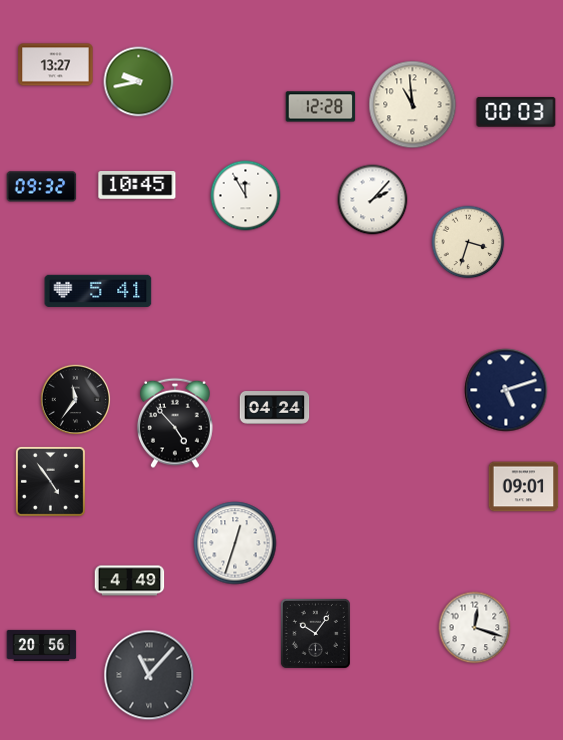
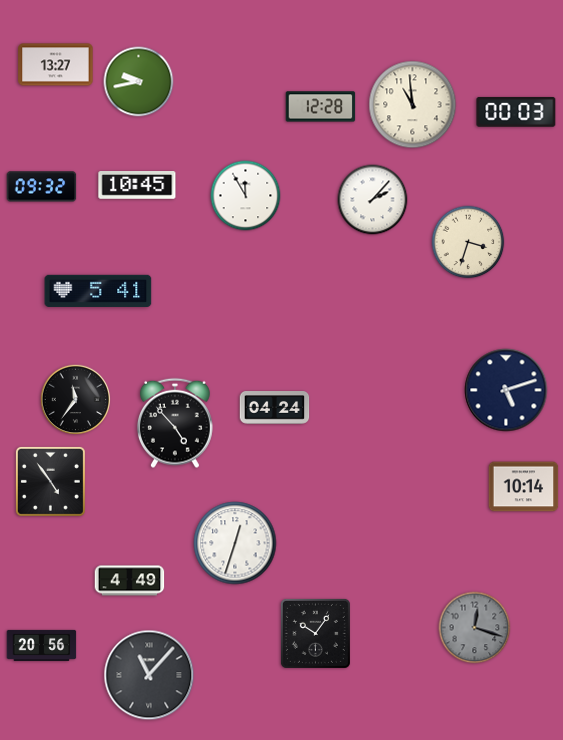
clock at (524, 487): 09:01 -> 10:14
clock at (475, 628) dial: white -> grey
